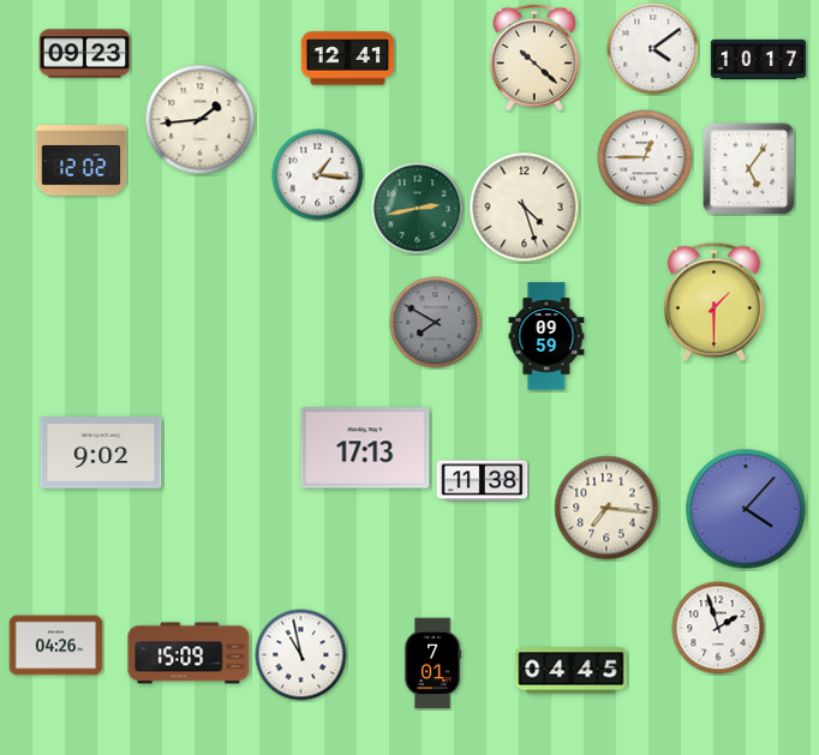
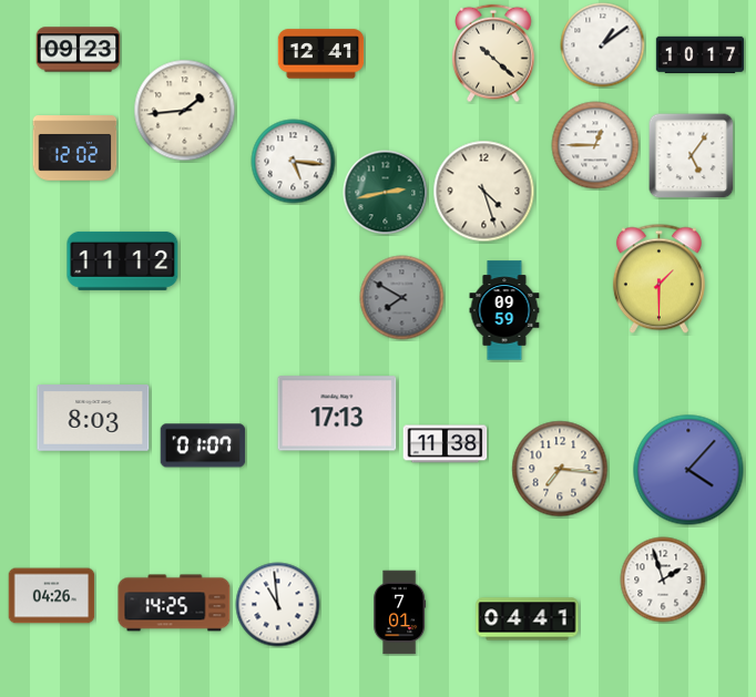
clock at (653, 49): 4:09 -> 1:09
clock at (318, 175): 1:16 -> 5:16
clock at (123, 260): none -> 11:12
clock at (101, 454): 9:02 -> 8:03
clock at (203, 445): none -> 01:07
clock at (189, 653): 15:09 -> 14:25
clock at (301, 655): 10:58 -> 10:59
clock at (572, 671): 04:45 -> 04:41
